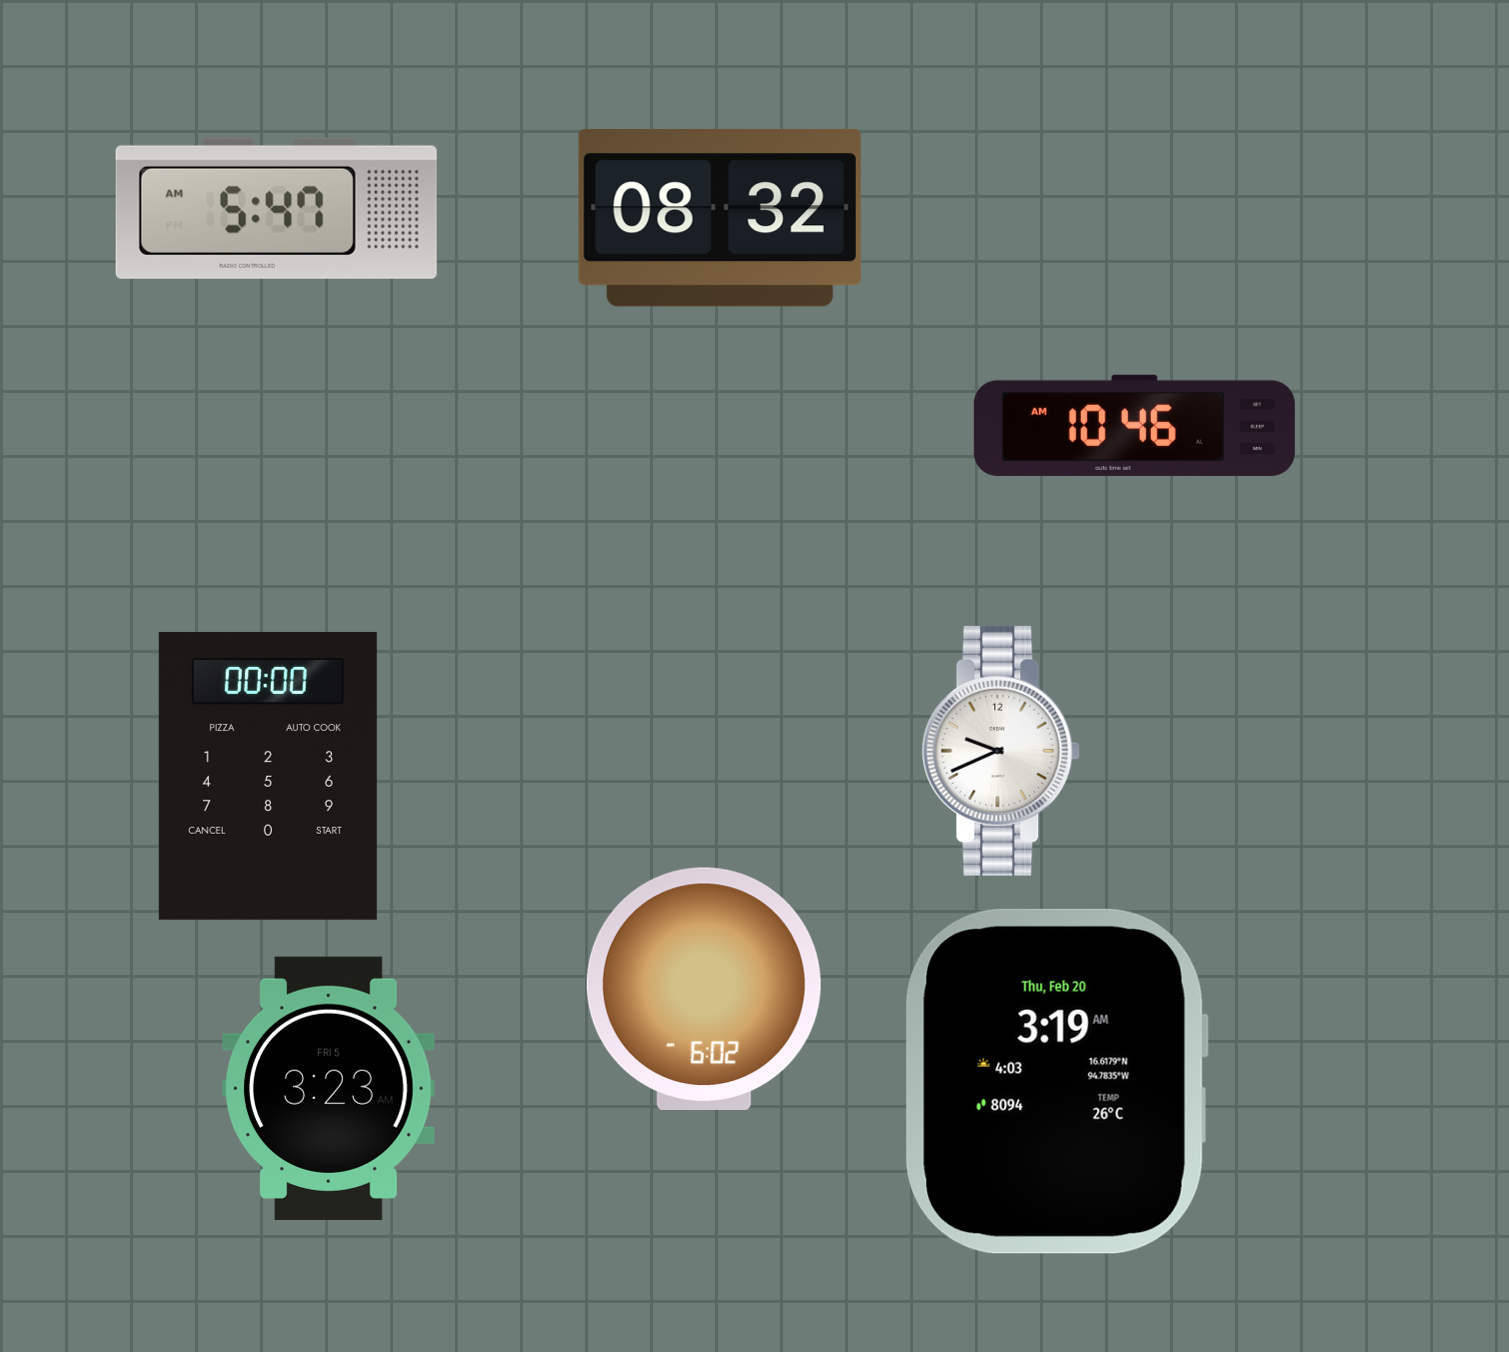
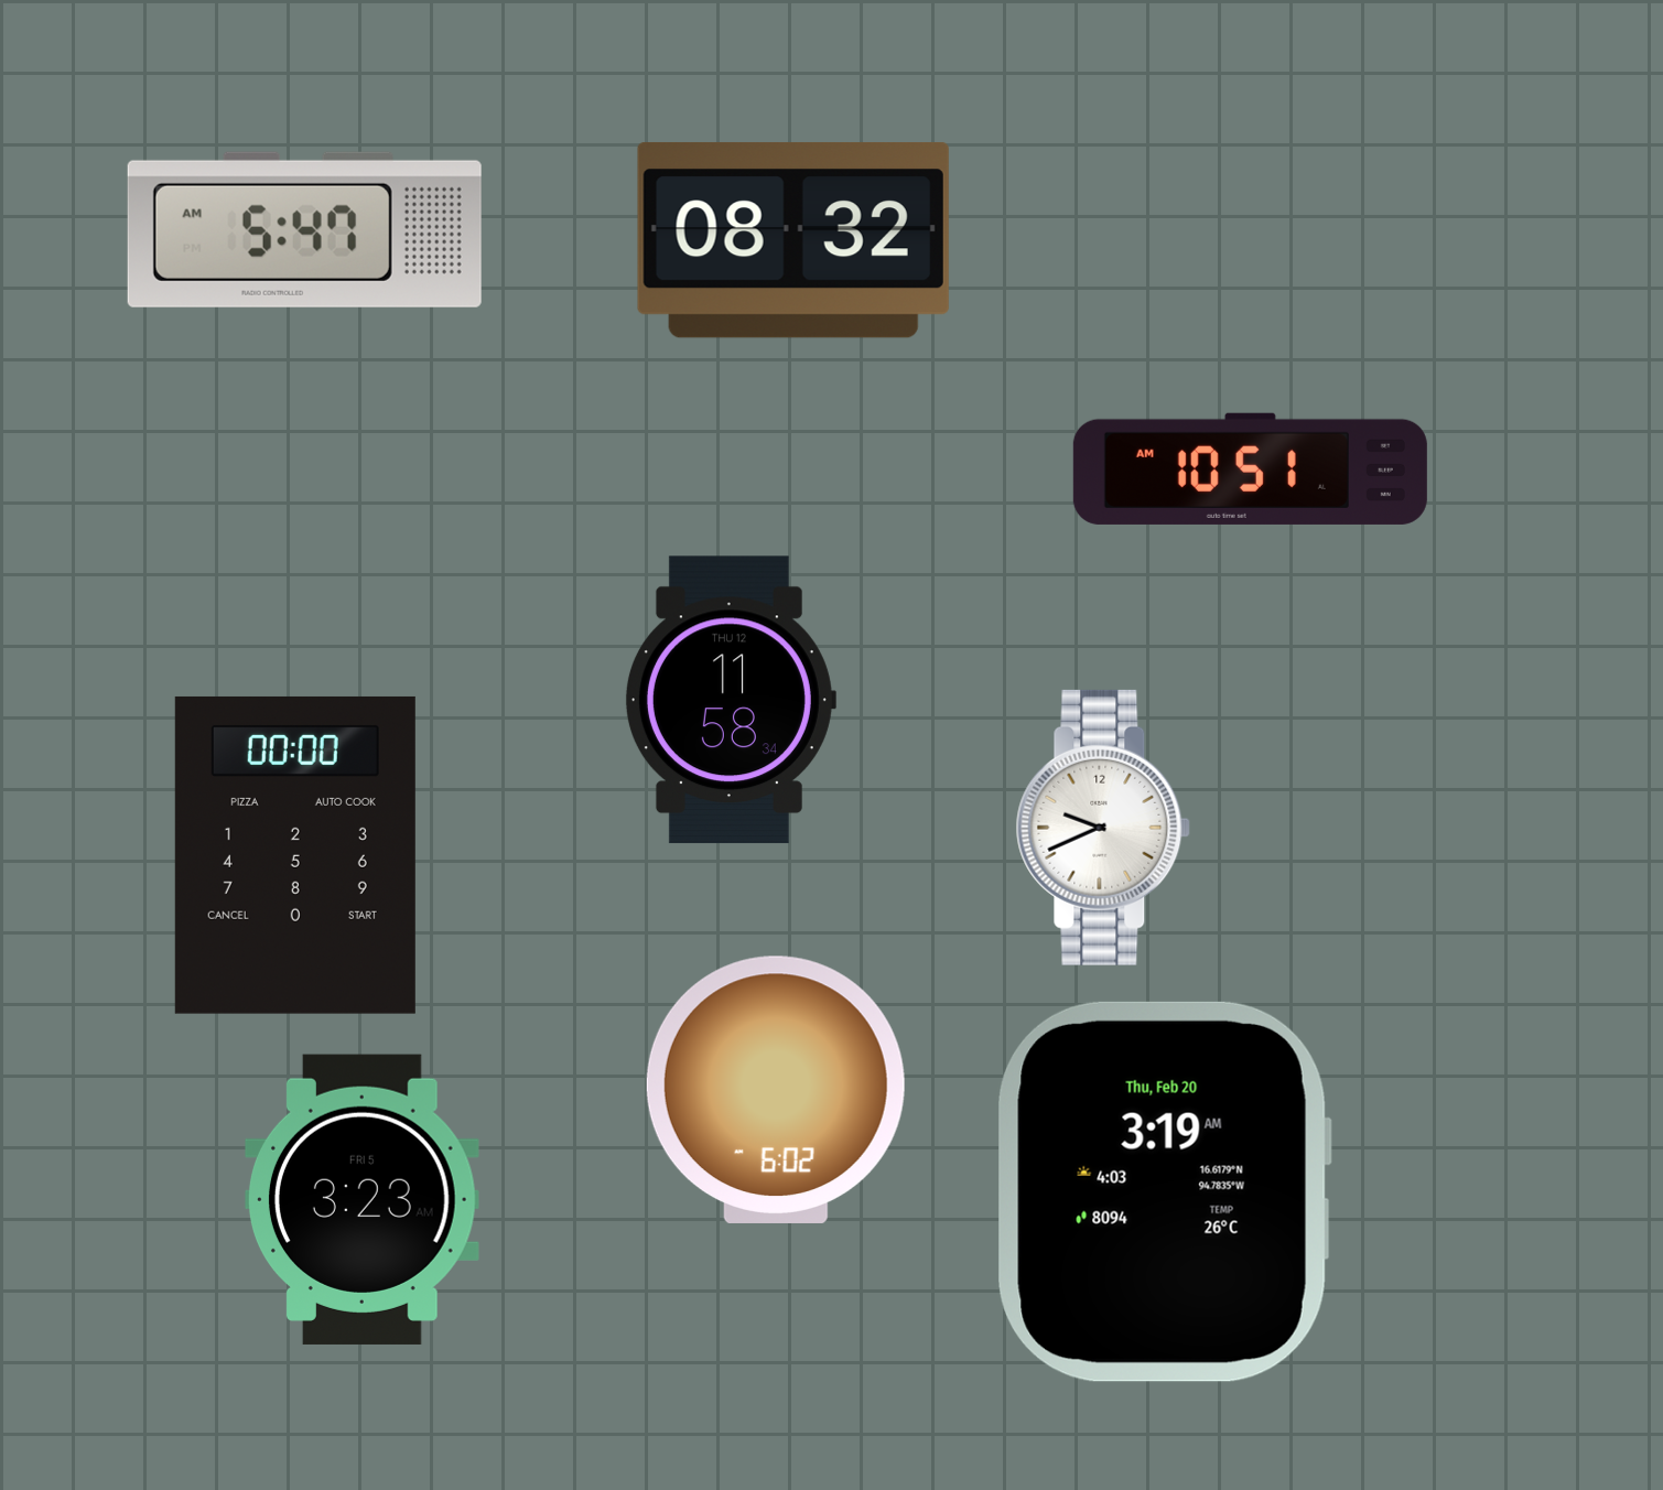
clock at (1134, 425): 10:46 -> 10:51
clock at (730, 700): none -> 11:58
